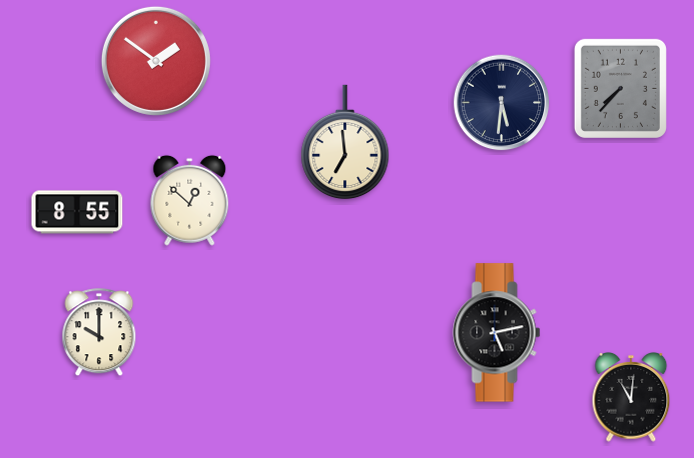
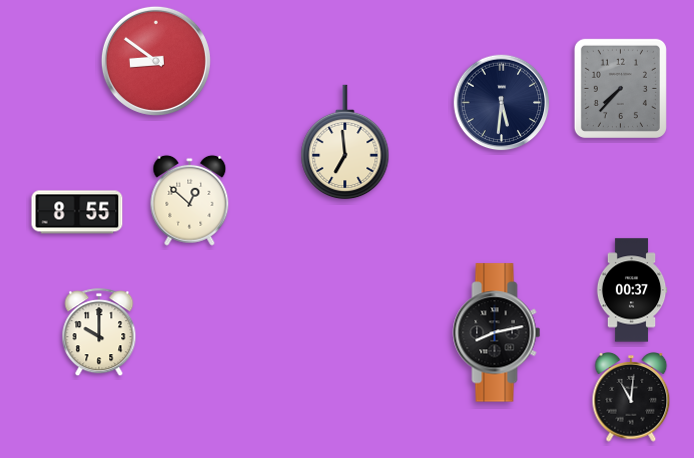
clock at (156, 61): 1:51 -> 8:51
clock at (632, 290): none -> 00:37
clock at (497, 333): 5:13 -> 8:13
